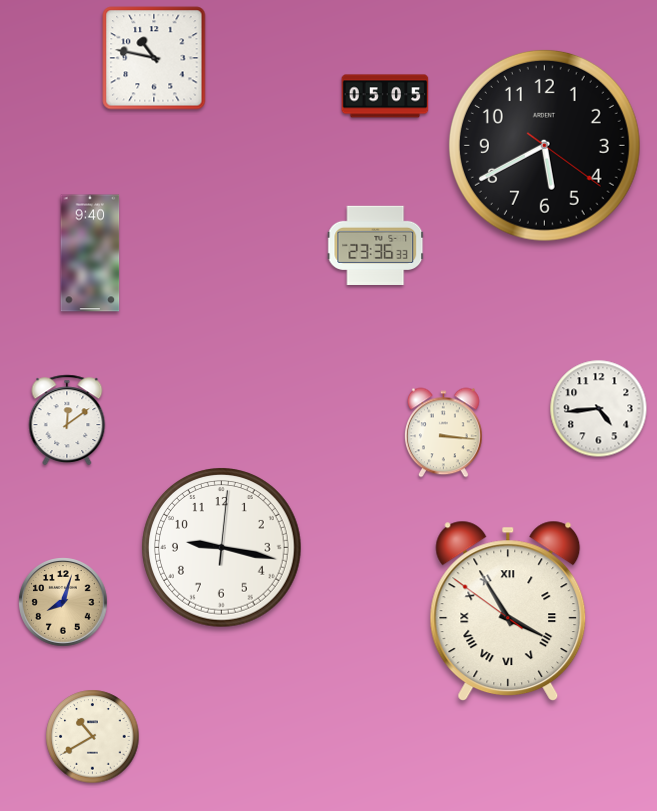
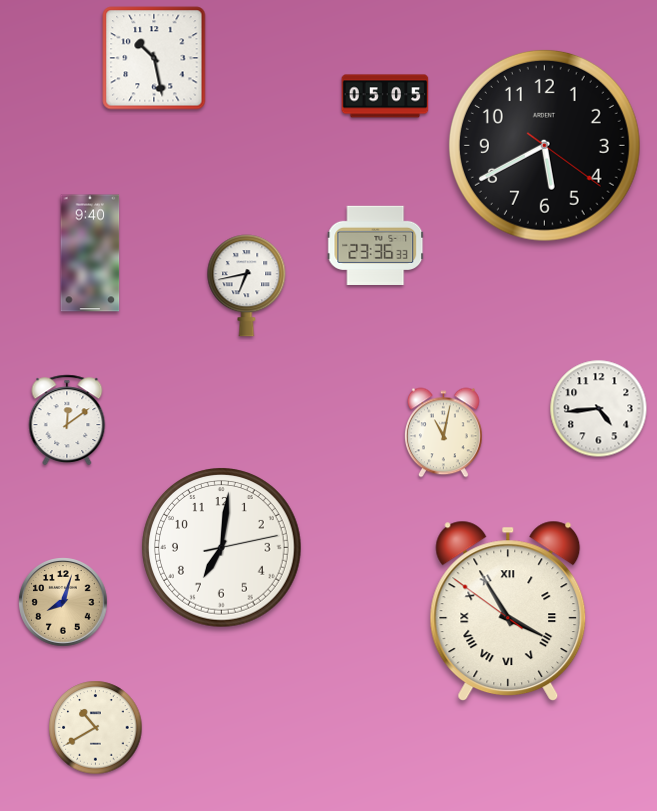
clock at (154, 58): 10:47 -> 10:28
clock at (247, 286): none -> 6:43
clock at (443, 433): 3:16 -> 11:02
clock at (222, 548): 9:17 -> 7:01
clock at (93, 737) position: (93, 737) -> (96, 728)
